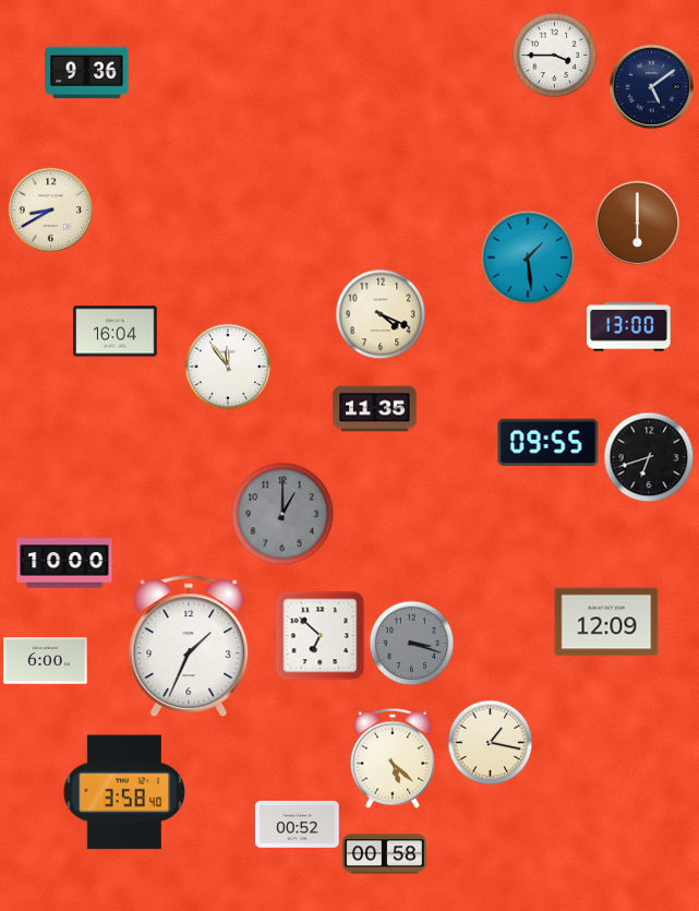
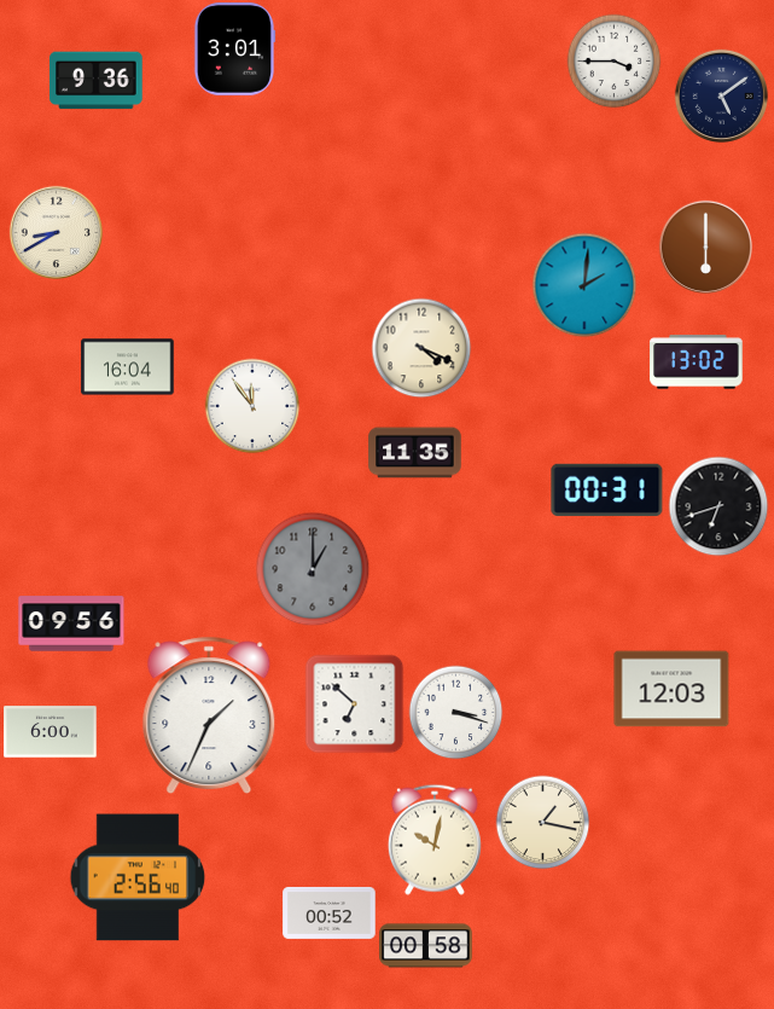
clock at (234, 50): none -> 3:01
clock at (528, 257): 1:29 -> 2:01
clock at (629, 327): 13:00 -> 13:02
clock at (549, 442): 09:55 -> 00:31
clock at (64, 563): 10:00 -> 09:56
clock at (606, 622): 12:09 -> 12:03
clock at (411, 643) dial: grey -> white
clock at (393, 758): 5:22 -> 10:02
clock at (124, 792): 3:58 -> 2:56
